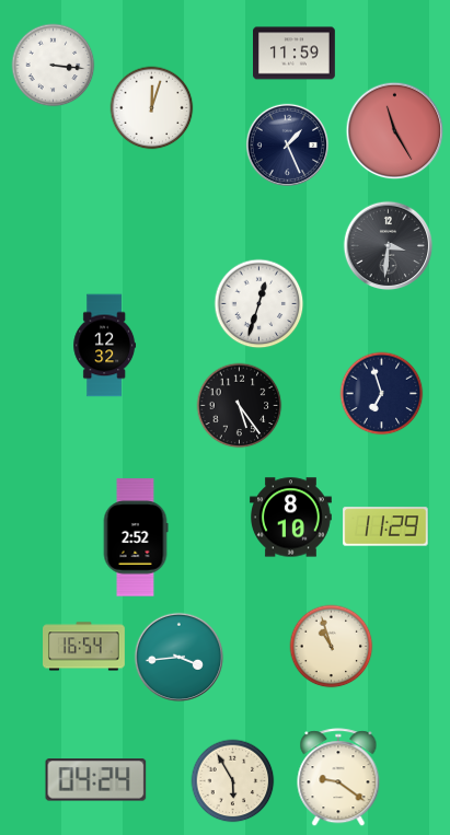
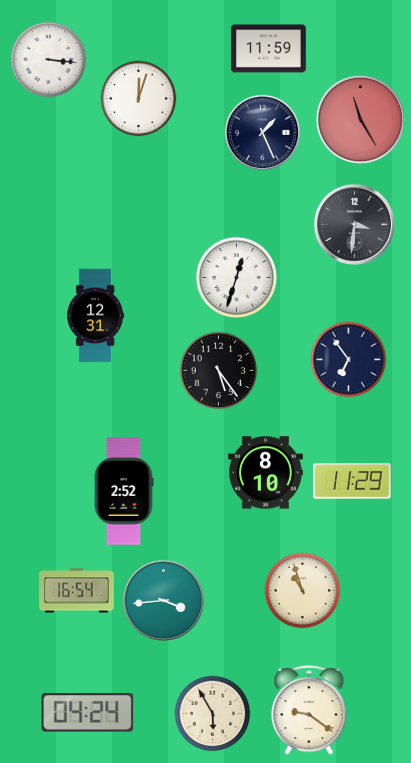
clock at (105, 346): 12:32 -> 12:31
clock at (382, 394): 6:57 -> 6:54
